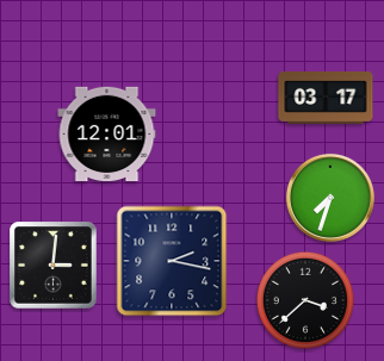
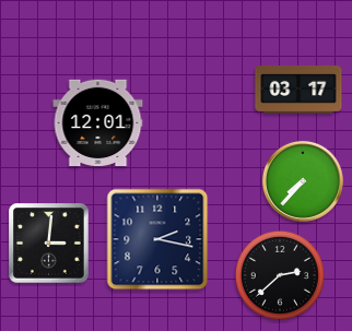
clock at (330, 198): 7:33 -> 7:37
clock at (305, 300): 3:38 -> 2:38
